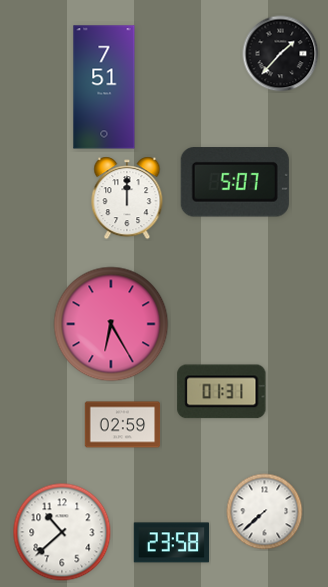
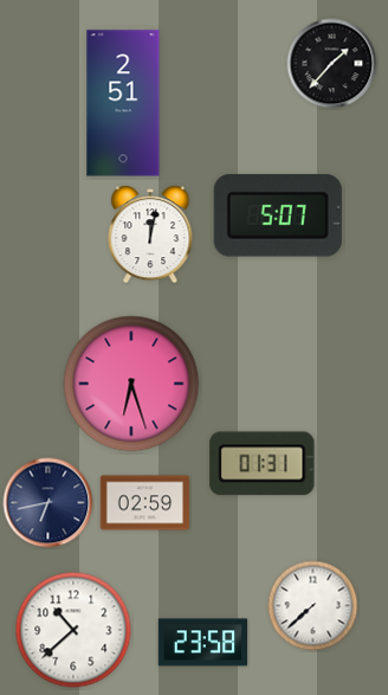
clock at (104, 87): 7:51 -> 2:51
clock at (127, 198): 12:00 -> 12:02
clock at (111, 324): 6:25 -> 6:27
clock at (48, 503): none -> 6:43
